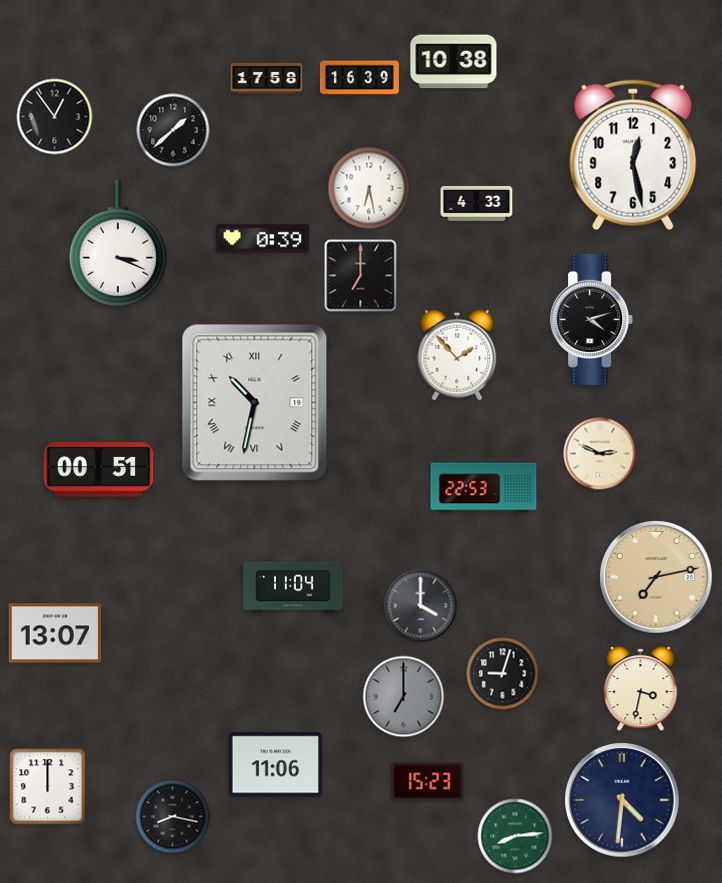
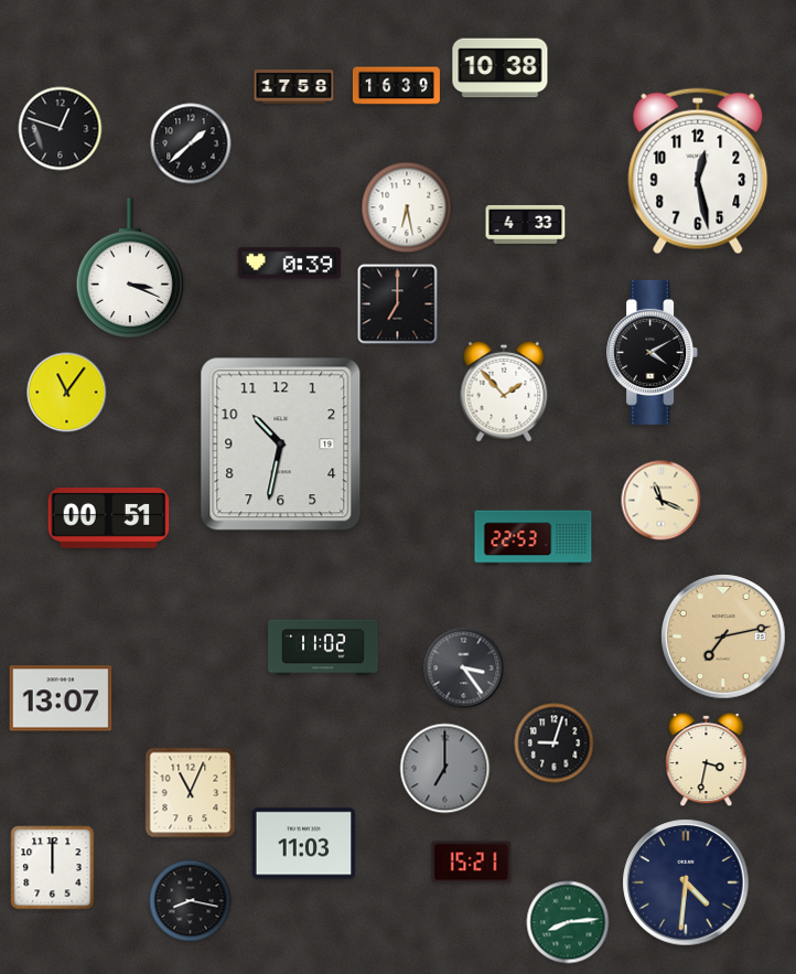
clock at (55, 117): 12:54 -> 12:48
clock at (592, 319): 4:12 -> 4:10
clock at (67, 393): none -> 11:06
clock at (255, 403) numerals: Roman -> Arabic
clock at (600, 454): 2:49 -> 11:19
clock at (293, 587): 11:04 -> 11:02
clock at (421, 606): 4:00 -> 3:24
clock at (191, 793): none -> 11:04
clock at (276, 765): 11:06 -> 11:03
clock at (428, 782): 15:23 -> 15:21
